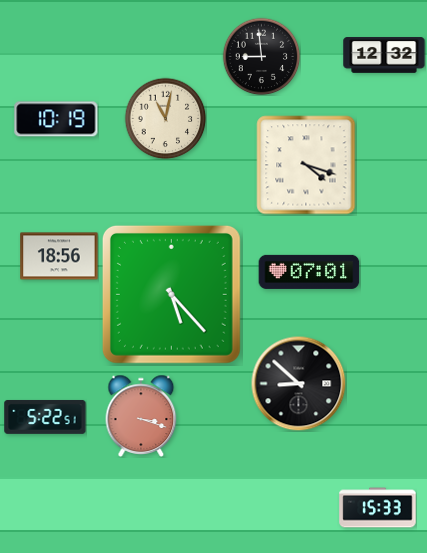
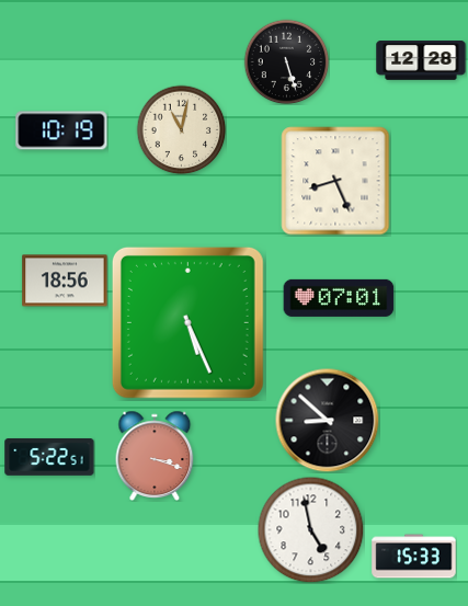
clock at (384, 55): 12:32 -> 12:28
clock at (261, 56): 8:59 -> 5:27
clock at (306, 165): 4:18 -> 8:26
clock at (171, 294): 5:23 -> 5:26
clock at (310, 529): none -> 4:58
